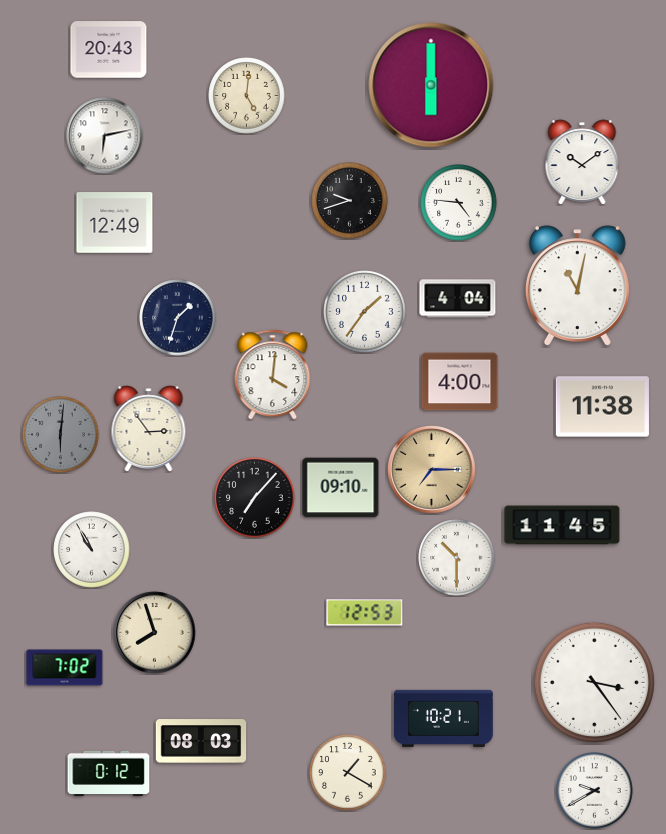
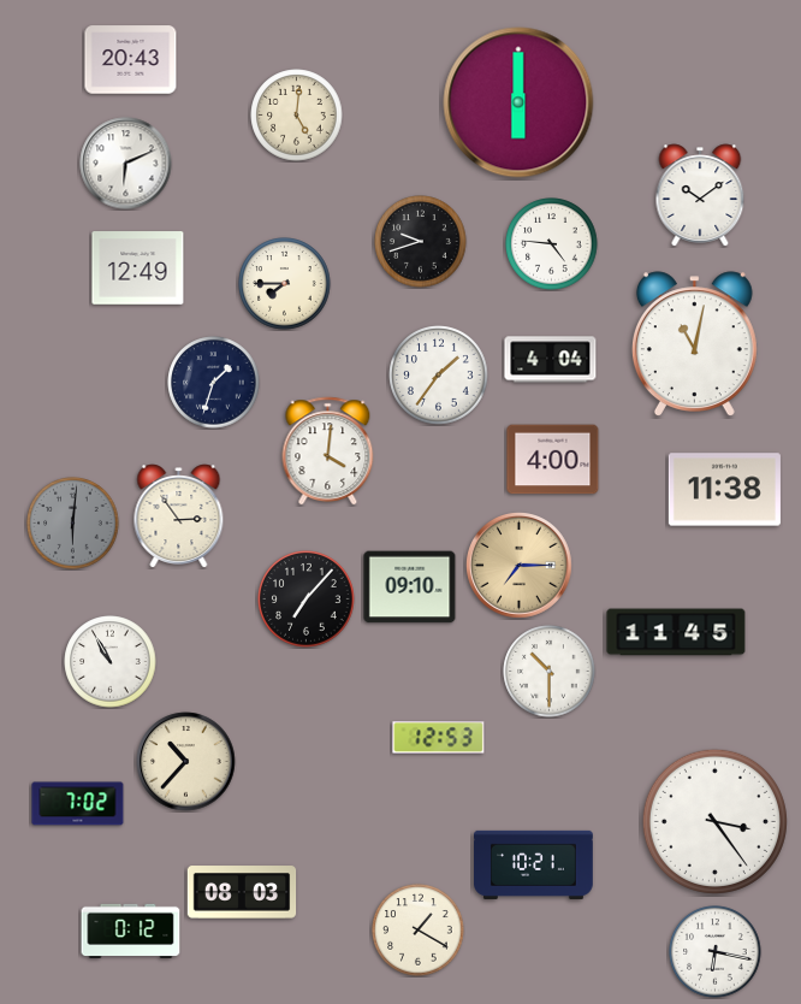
clock at (105, 136): 6:13 -> 6:11
clock at (285, 284): none -> 7:45
clock at (155, 633): 7:57 -> 10:37
clock at (595, 791): 9:40 -> 6:17
